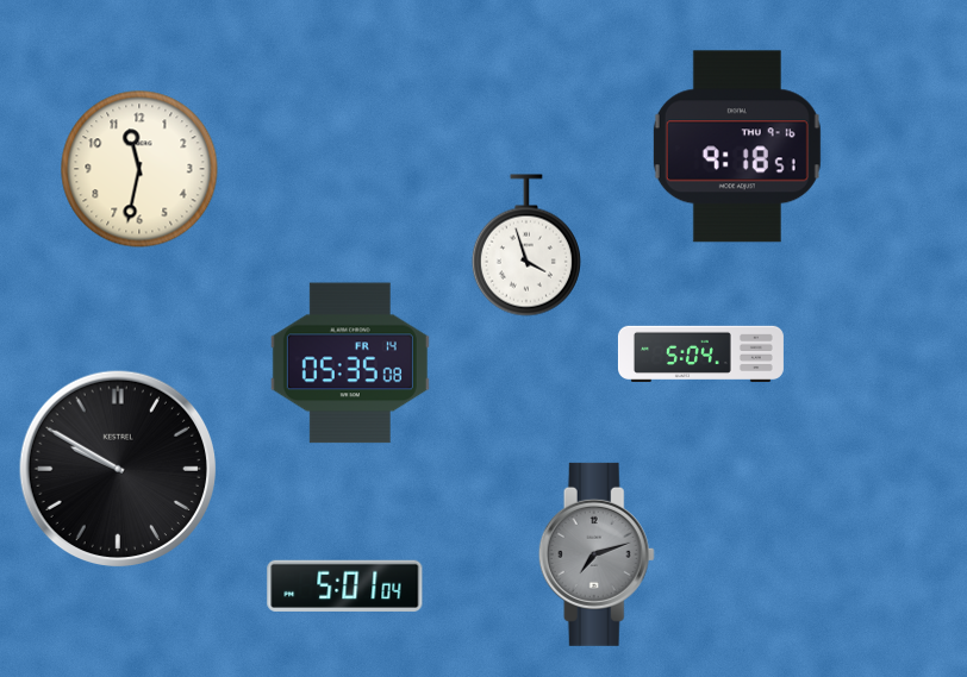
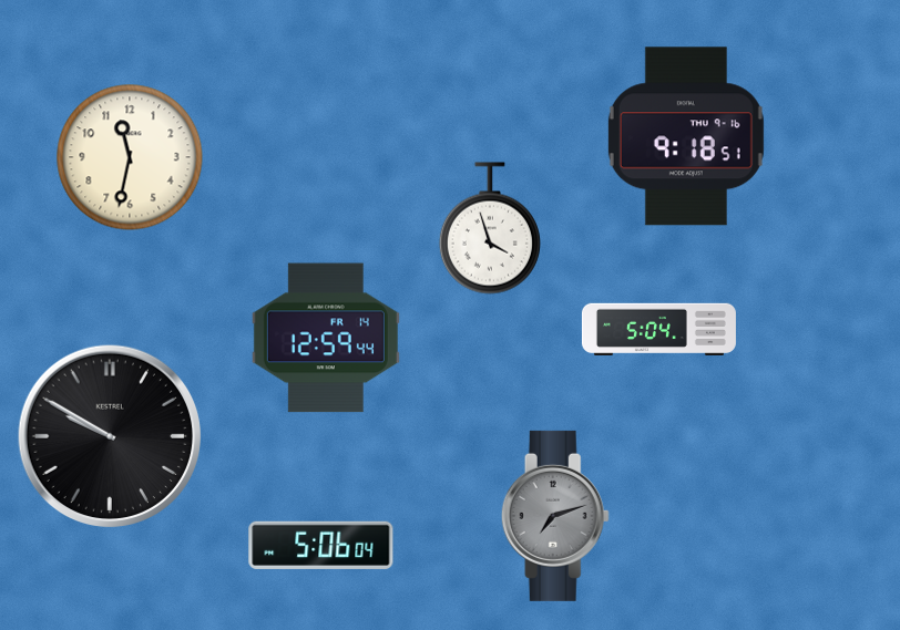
clock at (700, 355) position: (700, 355) -> (658, 330)
clock at (350, 363): 05:35 -> 12:59
clock at (345, 585): 5:01 -> 5:06
